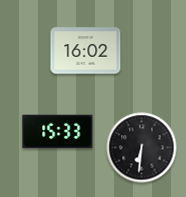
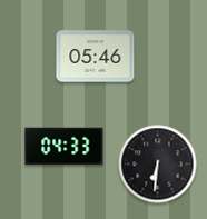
clock at (86, 51): 16:02 -> 05:46
clock at (58, 132): 15:33 -> 04:33
